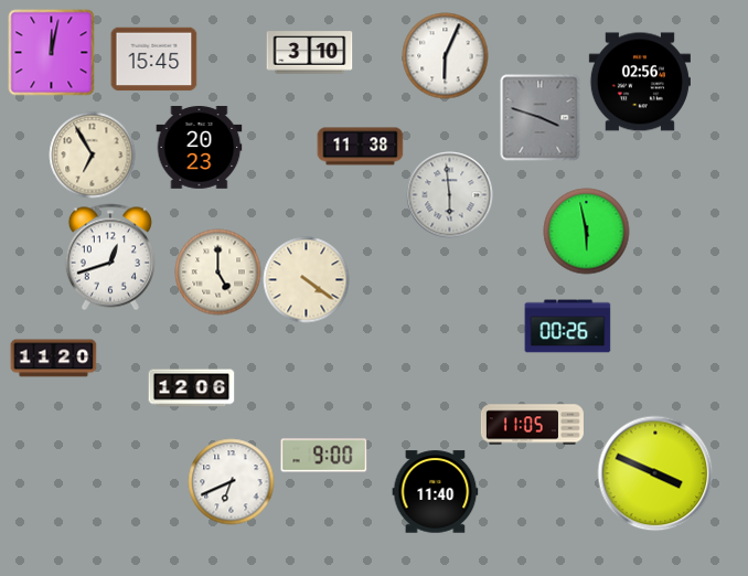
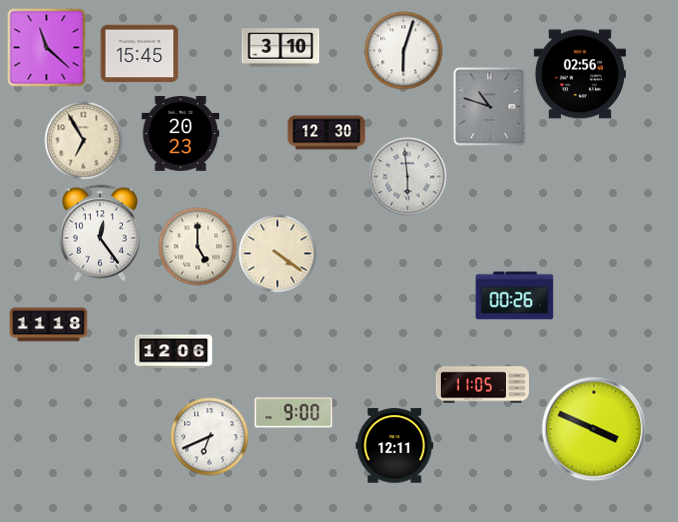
clock at (51, 52): 12:02 -> 11:22
clock at (445, 55): 6:04 -> 6:03
clock at (541, 117): 3:48 -> 10:48
clock at (360, 147): 11:38 -> 12:30
clock at (586, 231): 5:58 -> none
clock at (110, 257): 12:42 -> 12:24
clock at (53, 359): 11:20 -> 11:18
clock at (435, 492): 11:40 -> 12:11
